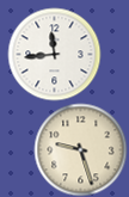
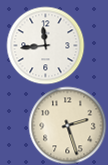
clock at (80, 149): 9:27 -> 2:27
